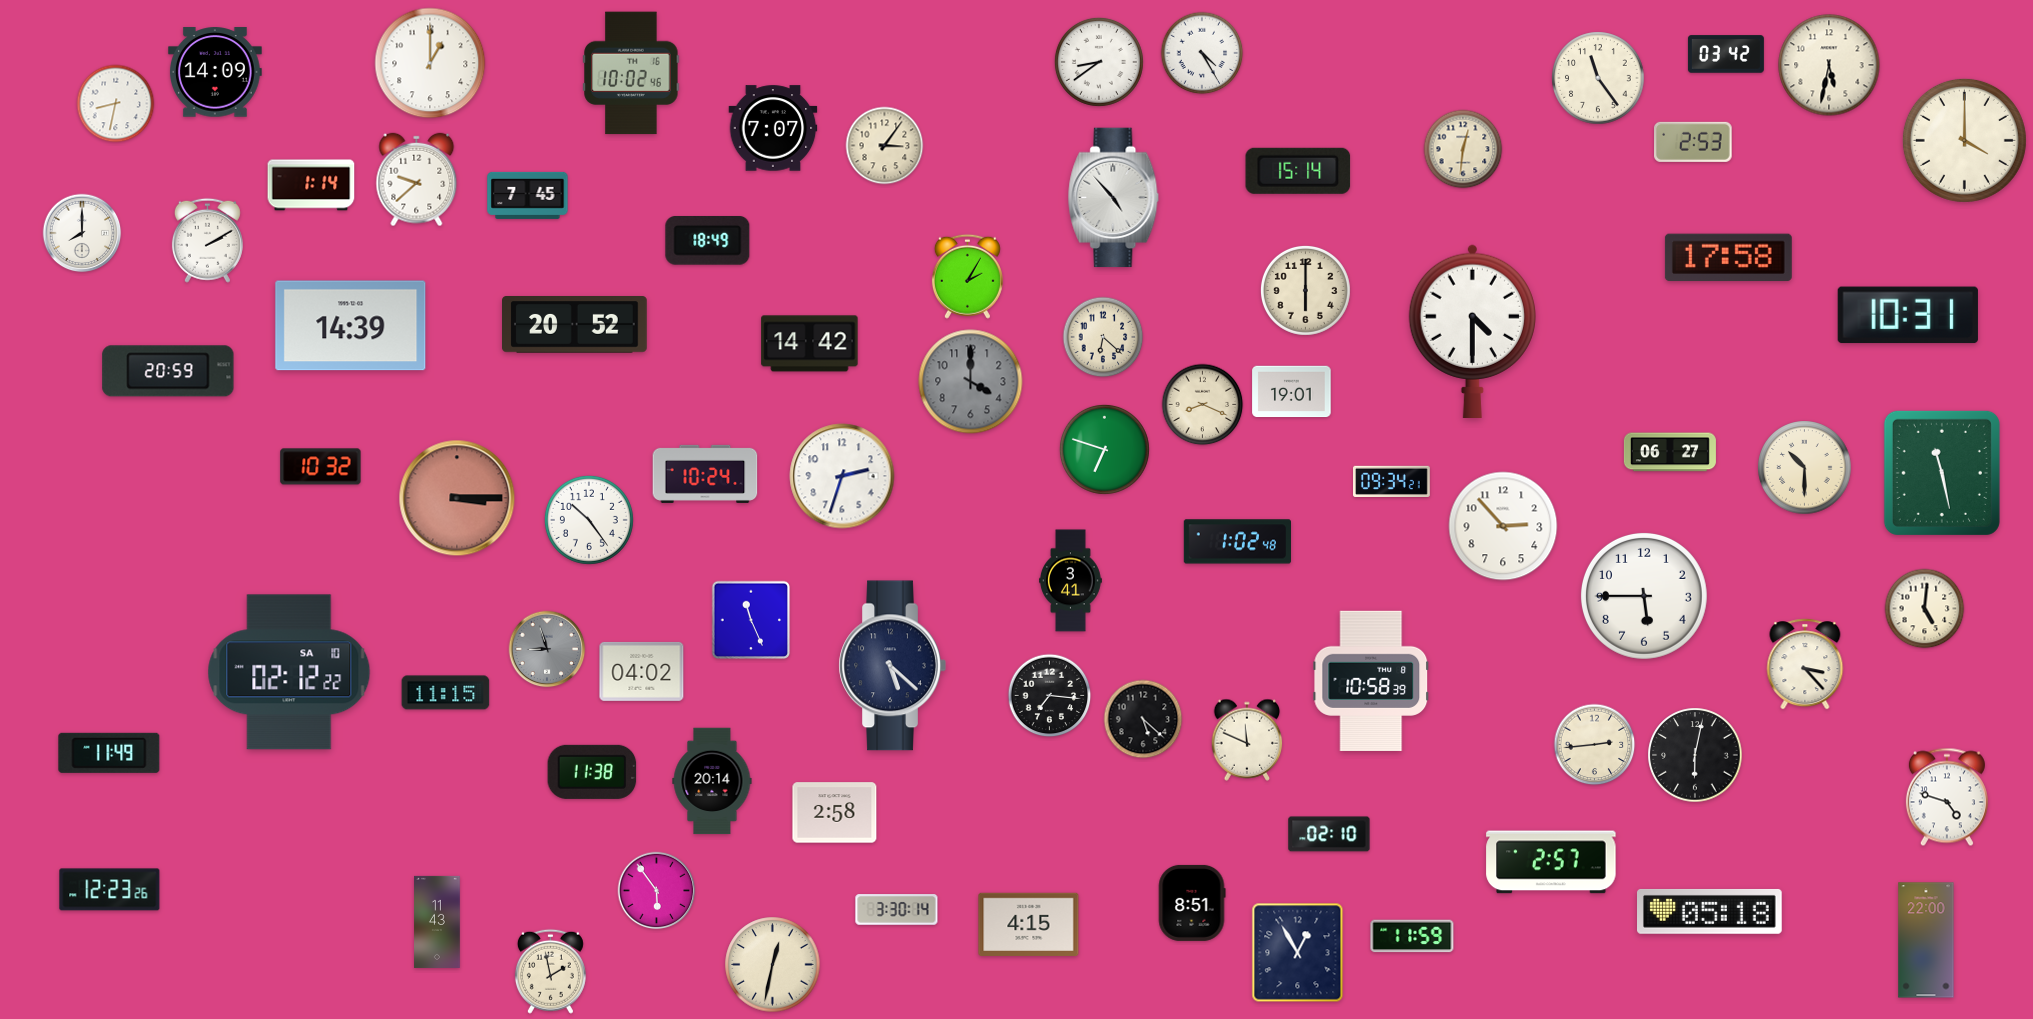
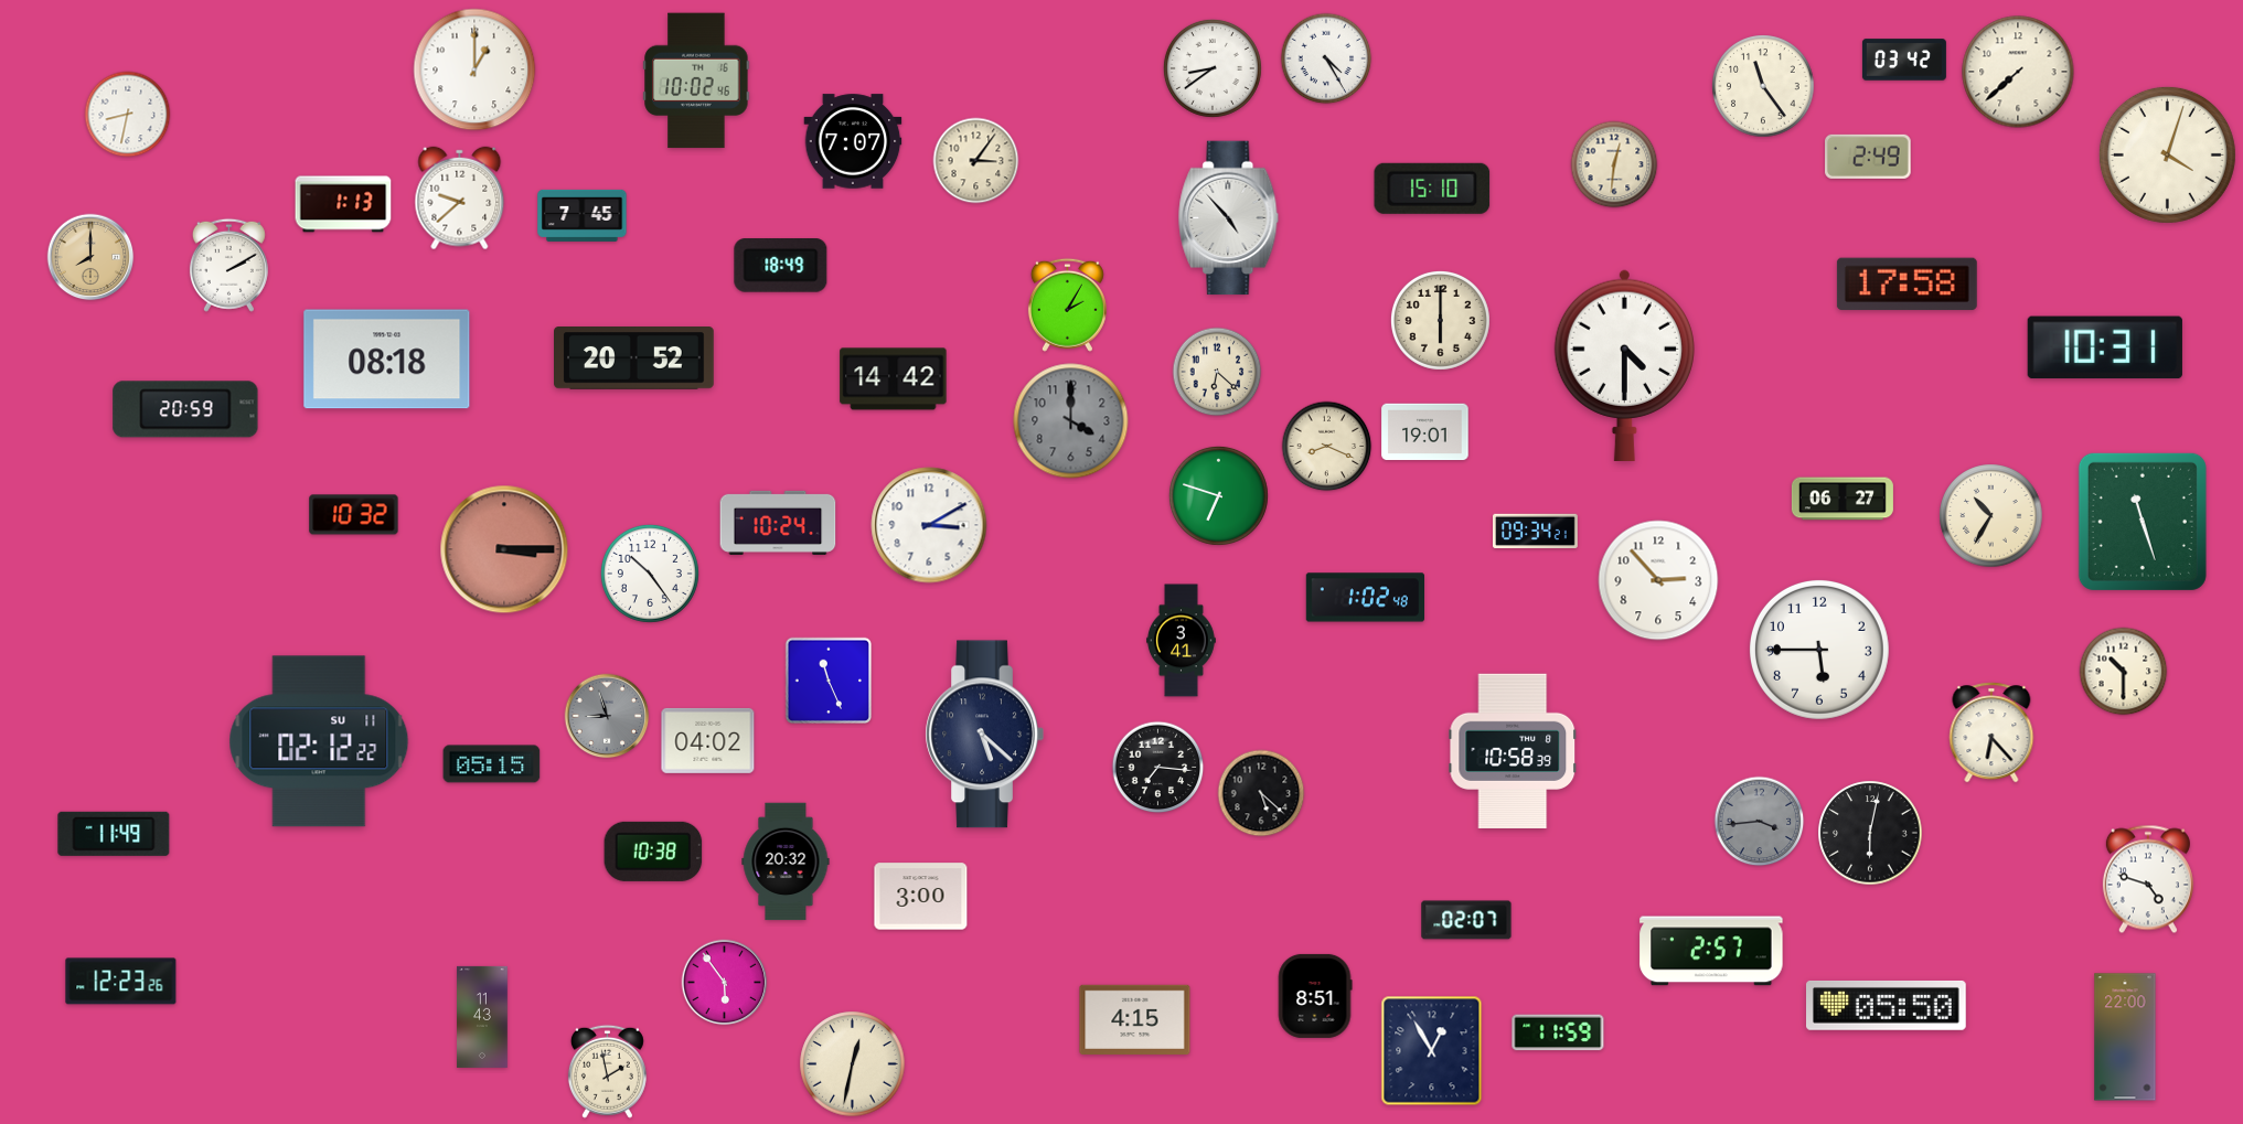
clock at (1829, 65): 5:32 -> 7:38
clock at (215, 72): 14:09 -> none
clock at (1964, 140): 4:00 -> 4:03
clock at (1694, 142): 2:53 -> 2:49
clock at (1298, 171): 15:14 -> 15:10
clock at (311, 185): 1:14 -> 1:13
clock at (82, 233) dial: white -> champagne
clock at (351, 326): 14:39 -> 08:18
clock at (1805, 468): 10:30 -> 10:35
clock at (1942, 473): 11:28 -> 11:27
clock at (842, 476): 2:33 -> 3:10
clock at (1644, 596) position: (1644, 596) -> (1819, 650)
clock at (1925, 609): 5:01 -> 10:30
clock at (751, 620) position: (751, 620) -> (829, 681)
clock at (547, 649) position: (547, 649) -> (607, 716)
clock at (1805, 664): 3:23 -> 6:23
clock at (289, 672) date: SA 10 -> SU 11
clock at (446, 693): 11:15 -> 05:15
clock at (1247, 740): 11:49 -> none
clock at (1595, 745): 2:44 -> 3:44
clock at (1595, 745) dial: cream -> grey
clock at (109, 753) position: (109, 753) -> (114, 834)
clock at (592, 772): 11:38 -> 10:38
clock at (712, 781): 20:14 -> 20:32
clock at (835, 813): 2:58 -> 3:00
clock at (1329, 834): 02:10 -> 02:07
clock at (897, 910): 3:30 -> none
clock at (1710, 911): 05:18 -> 05:50
